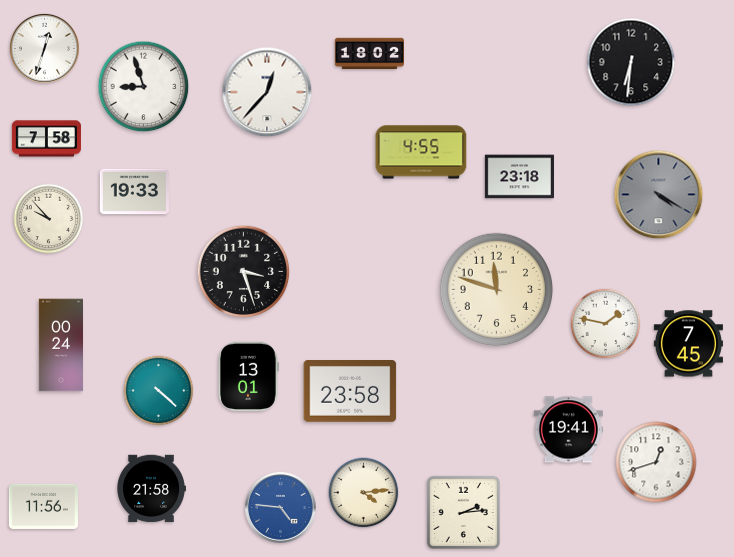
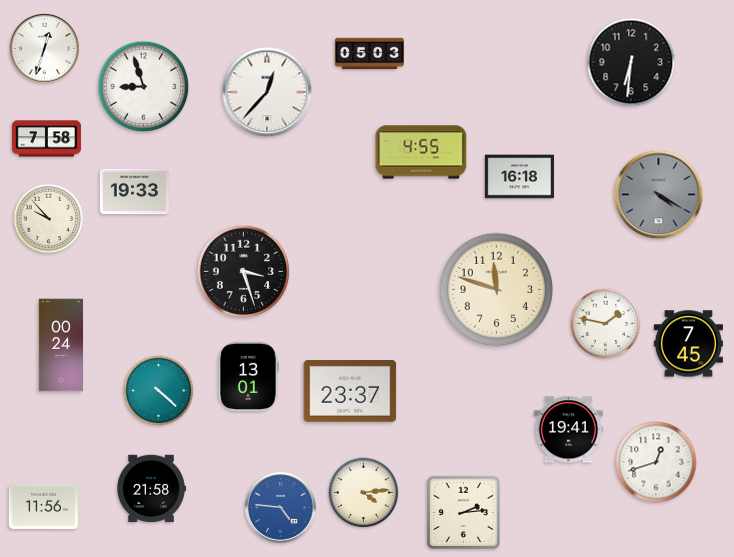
clock at (369, 54): 18:02 -> 05:03
clock at (519, 177): 23:18 -> 16:18
clock at (350, 392): 23:58 -> 23:37
